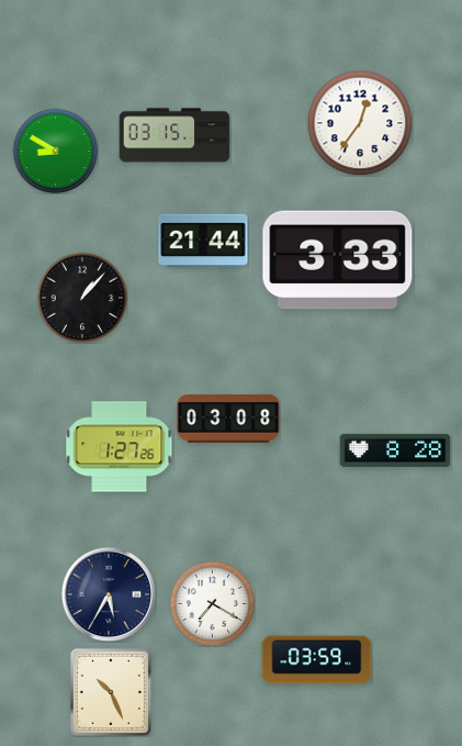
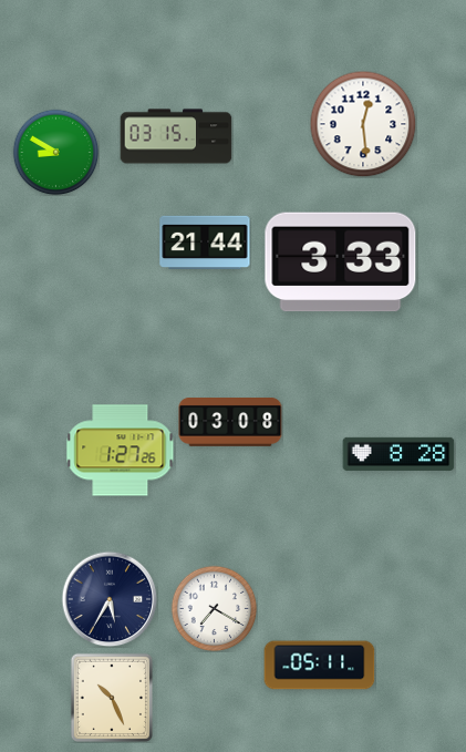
clock at (360, 123): 12:36 -> 12:29
clock at (82, 298): 1:07 -> none
clock at (317, 660): 03:59 -> 05:11
